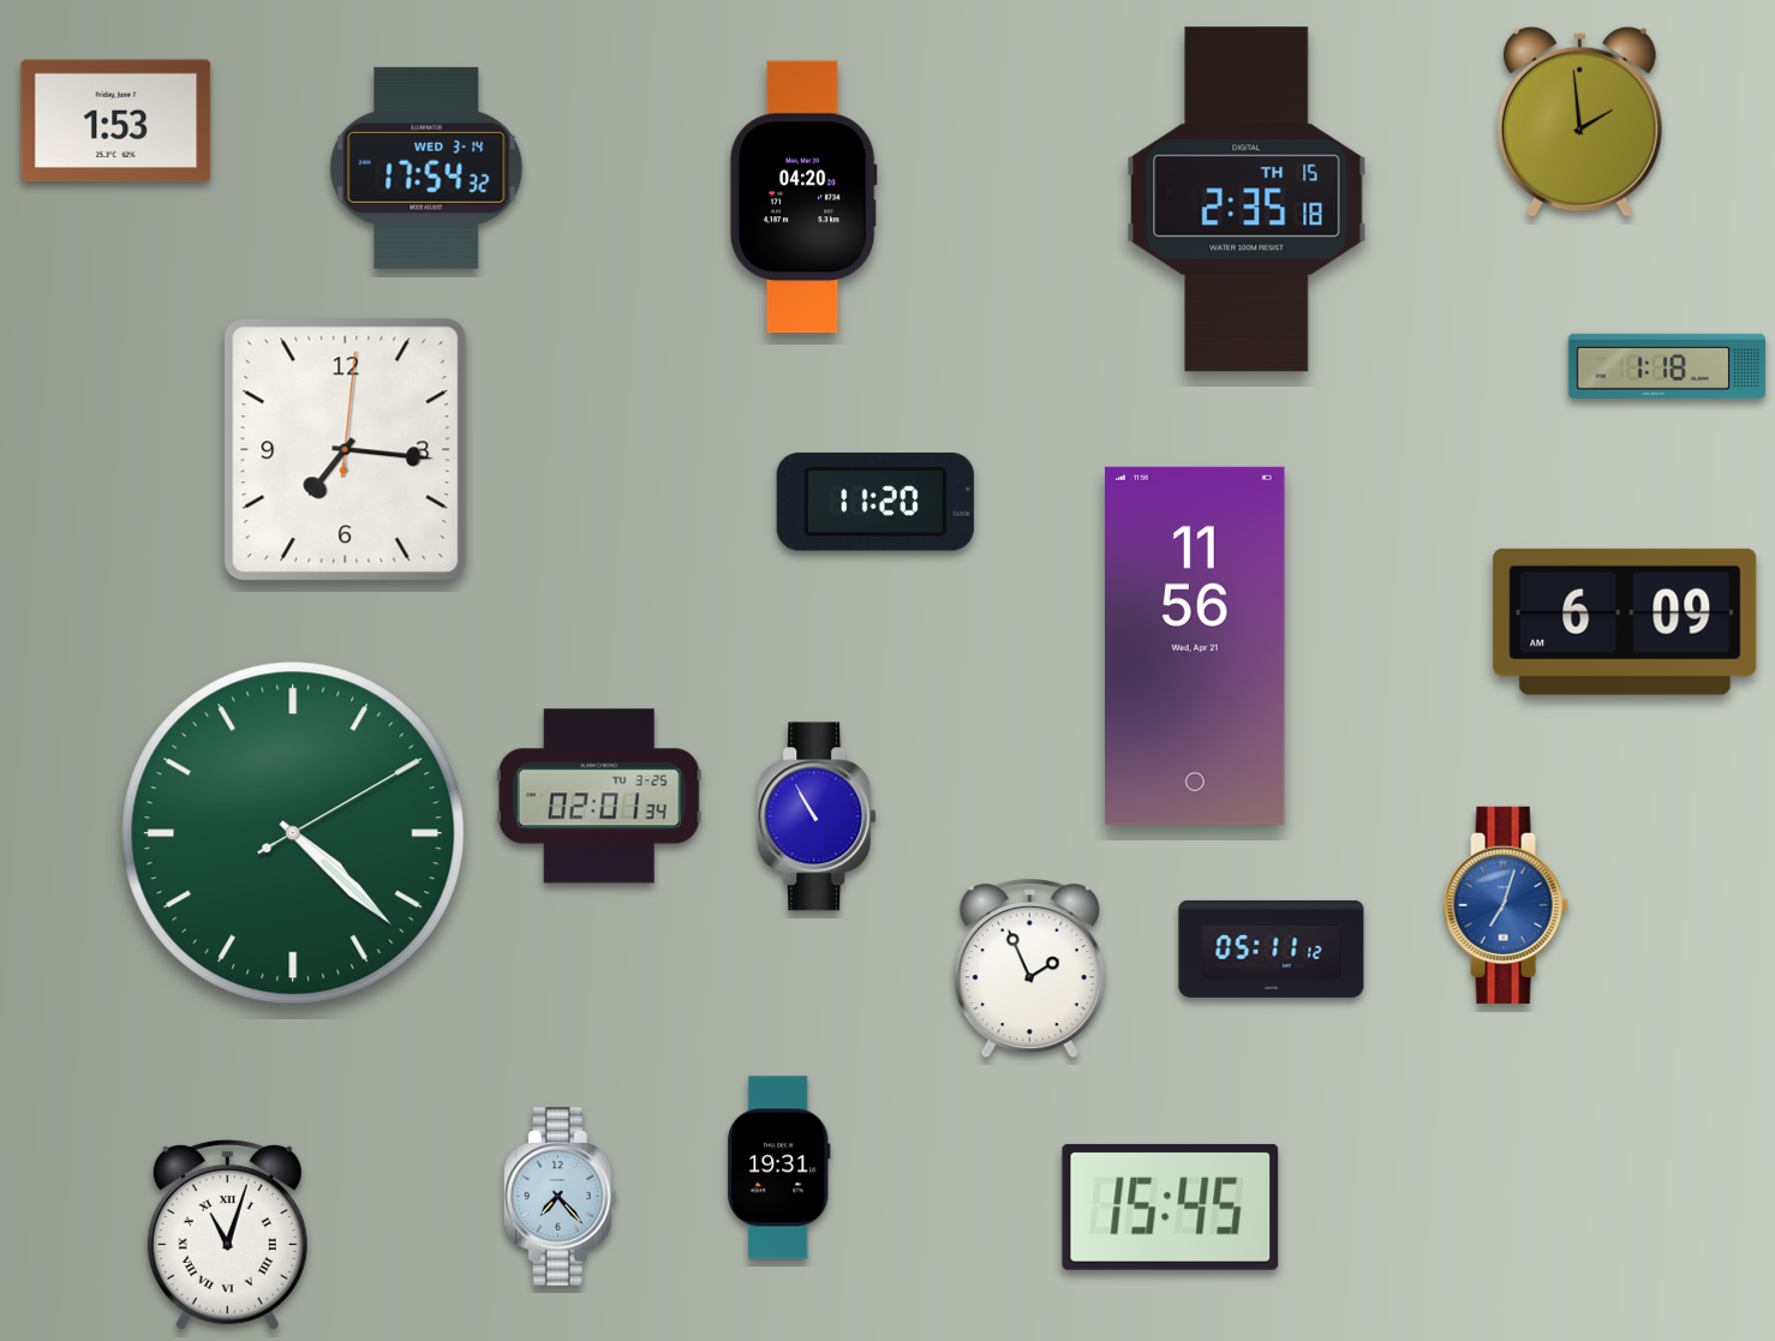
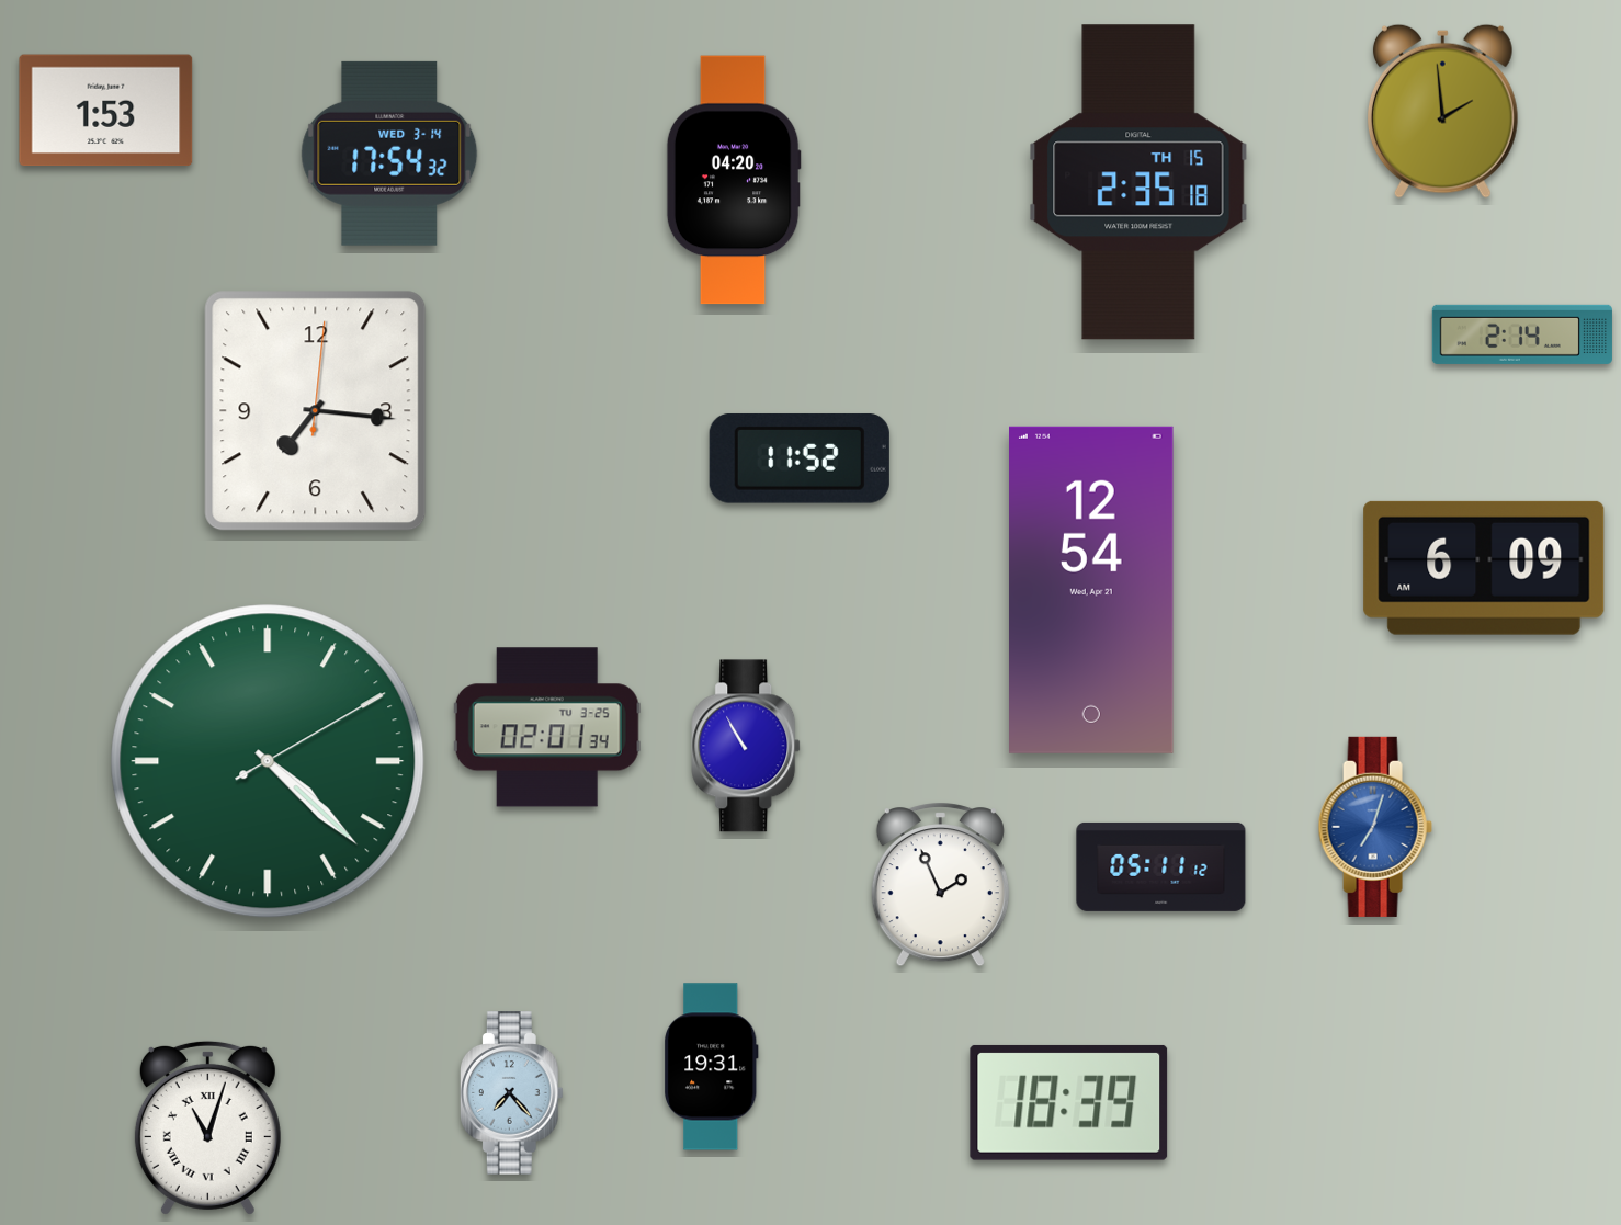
clock at (1667, 366): 1:18 -> 2:14
clock at (875, 502): 11:20 -> 11:52
clock at (1196, 646): 11:56 -> 12:54
clock at (1171, 1207): 15:45 -> 18:39
